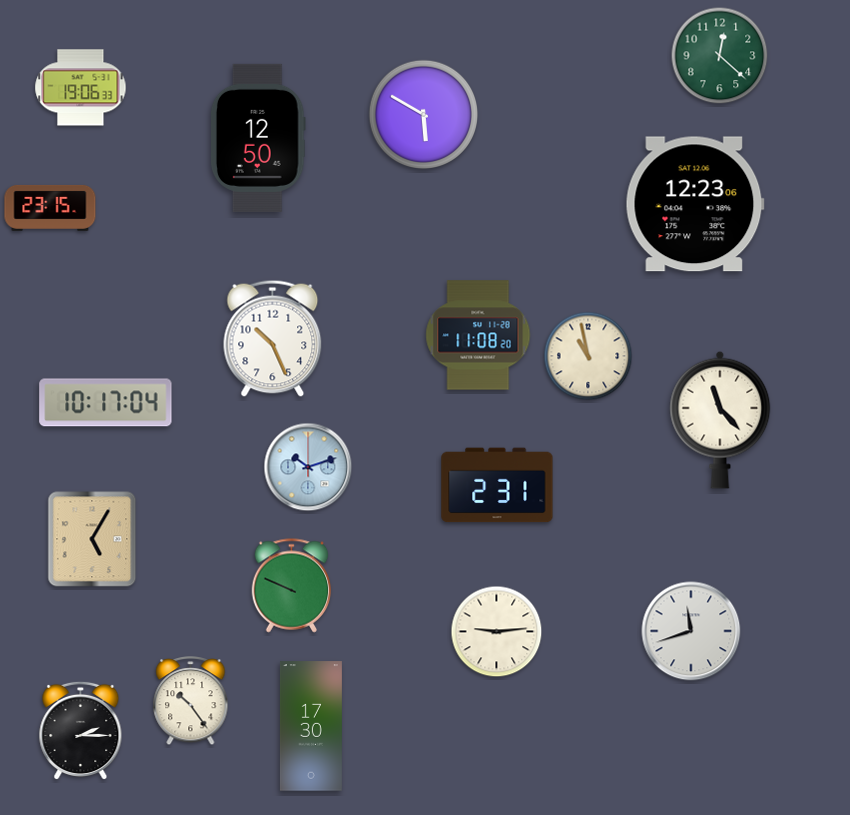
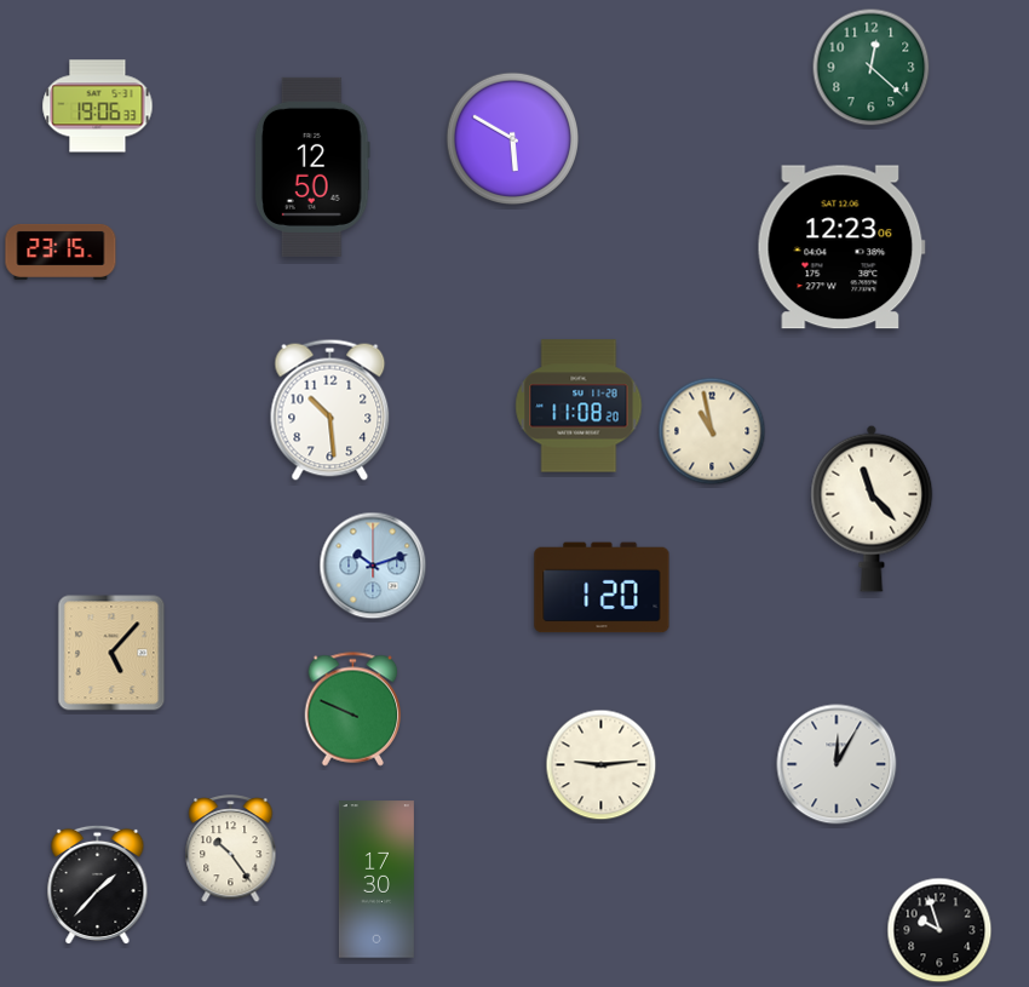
clock at (273, 338): 10:26 -> 10:29
clock at (106, 403): 10:17 -> none
clock at (497, 485): 2:31 -> 1:20
clock at (92, 539): 5:05 -> 5:07
clock at (691, 631): 11:42 -> 12:05
clock at (81, 731): 2:15 -> 1:37
clock at (939, 930): none -> 9:57
